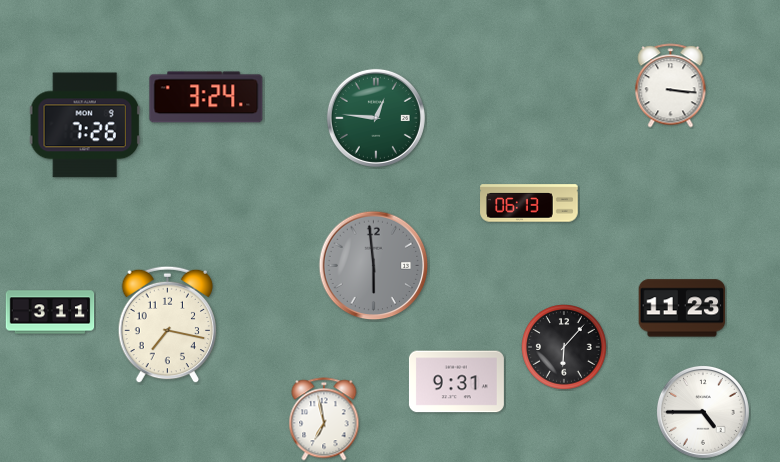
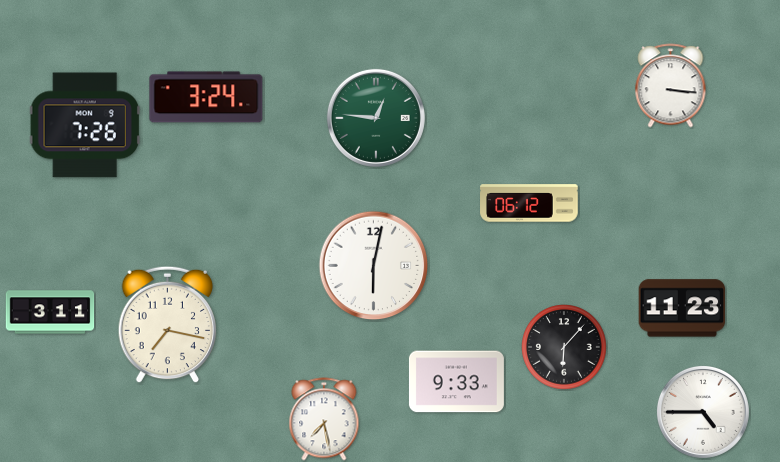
clock at (529, 203): 06:13 -> 06:12
clock at (374, 266): 5:59 -> 6:02
clock at (374, 266) dial: grey -> white
clock at (456, 382): 9:31 -> 9:33
clock at (324, 419): 6:58 -> 7:28
